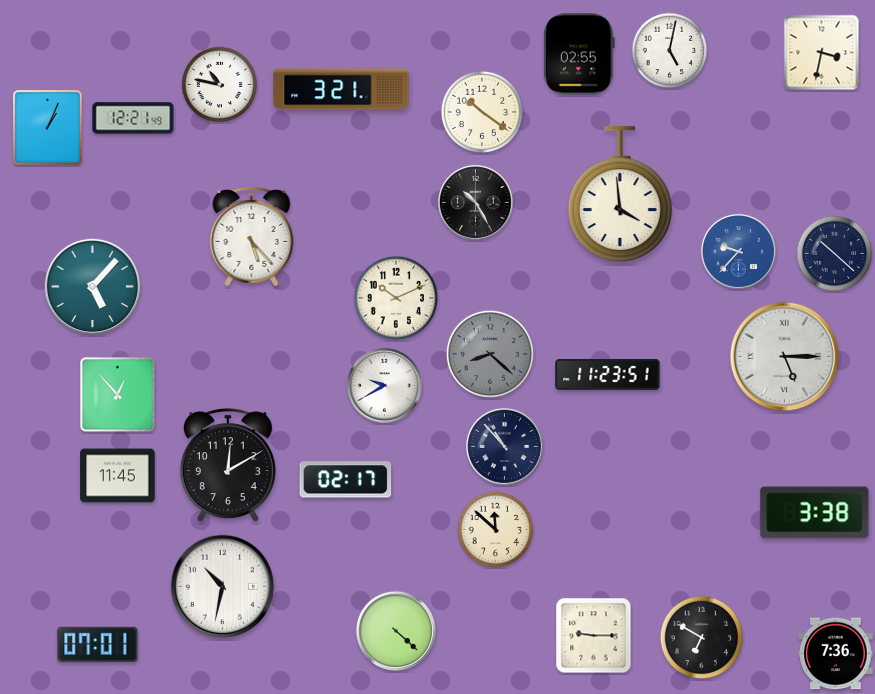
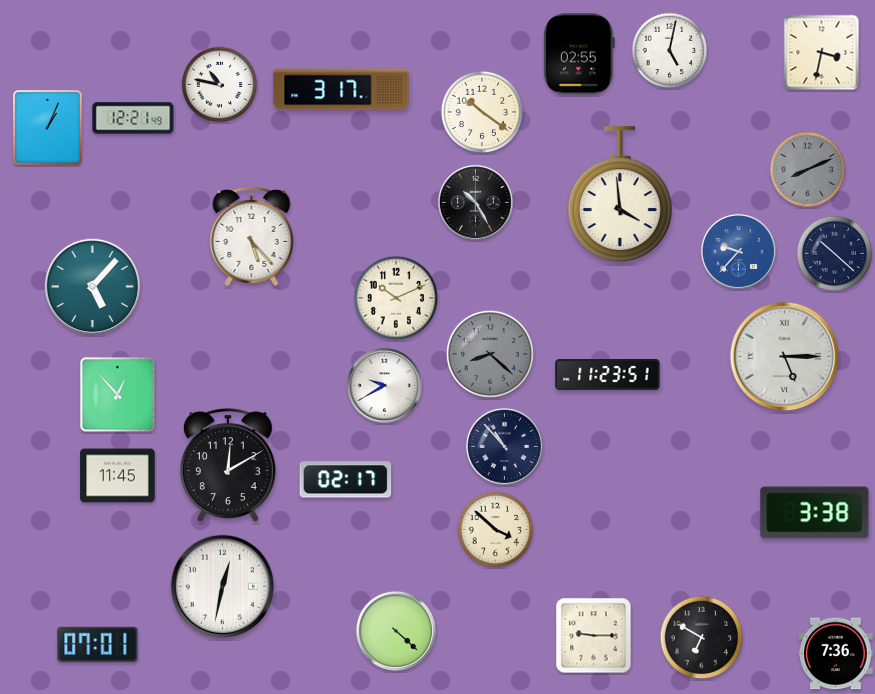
clock at (341, 89): 3:21 -> 3:17
clock at (808, 170): none -> 8:11
clock at (496, 530): 11:52 -> 3:52
clock at (223, 587): 10:32 -> 12:32
